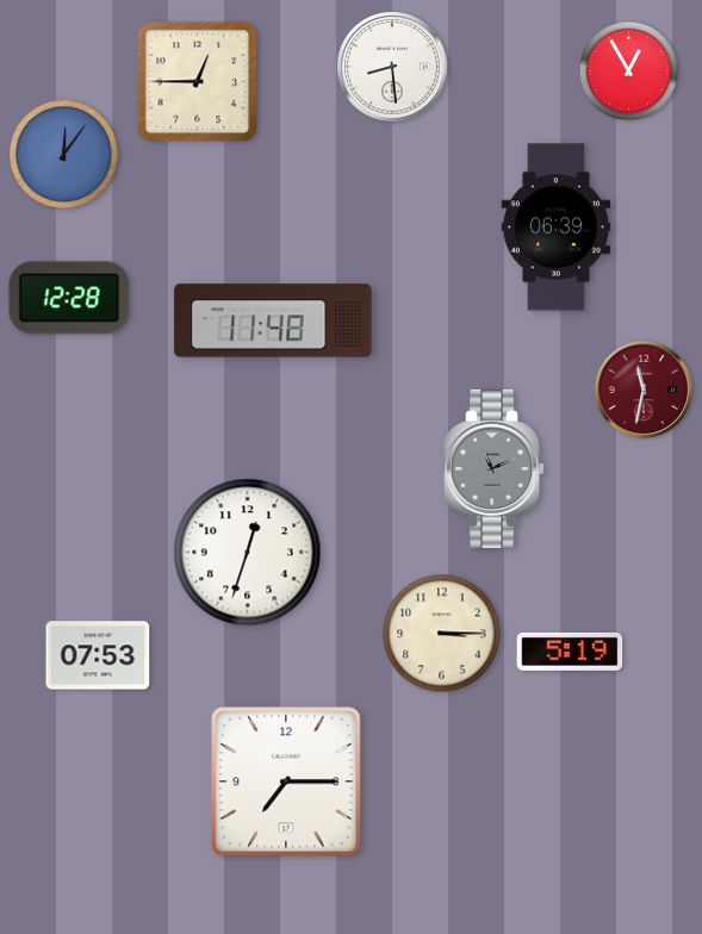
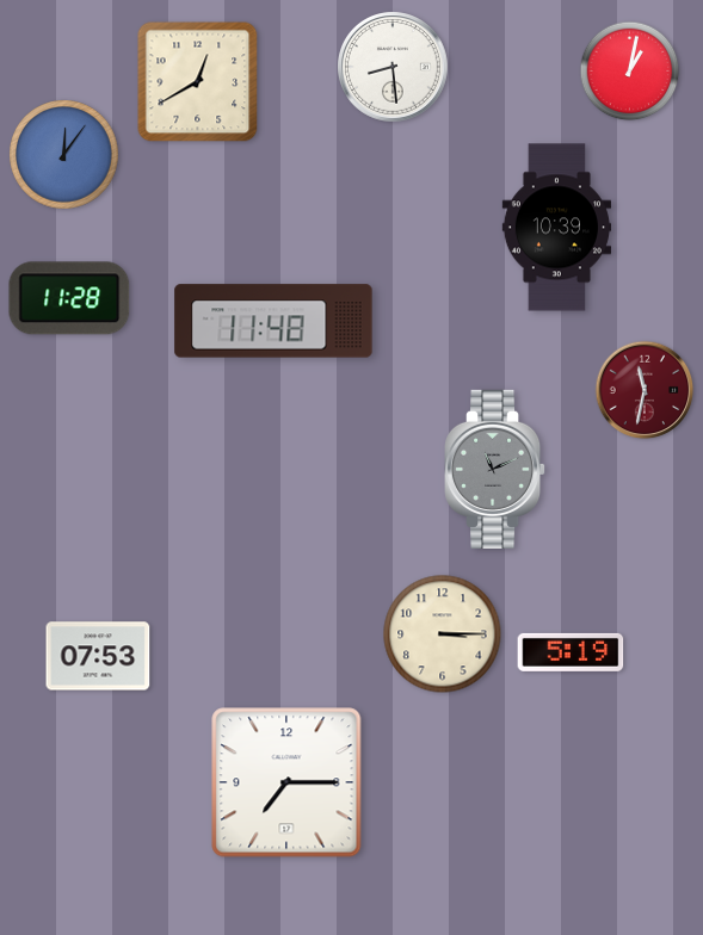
clock at (629, 71): 12:55 -> 1:02
clock at (198, 82): 12:45 -> 12:40
clock at (555, 228): 06:39 -> 10:39
clock at (69, 298): 12:28 -> 11:28
clock at (248, 553): 12:33 -> none
